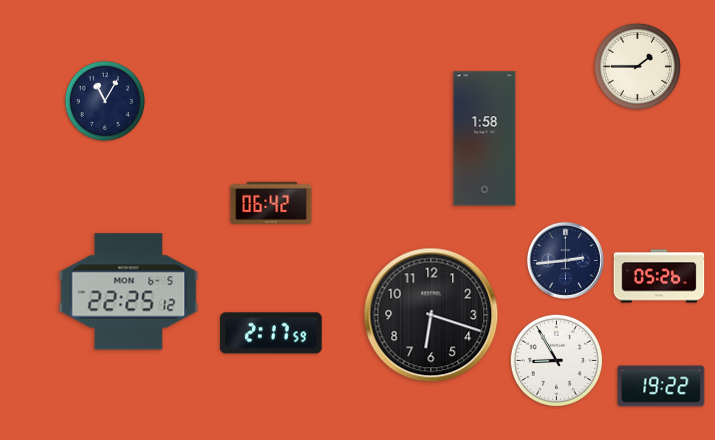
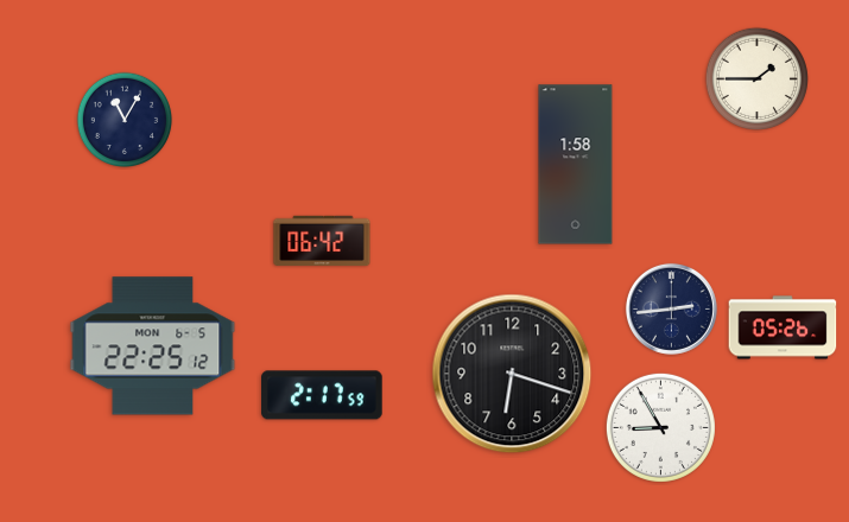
clock at (661, 386): 19:22 -> none
